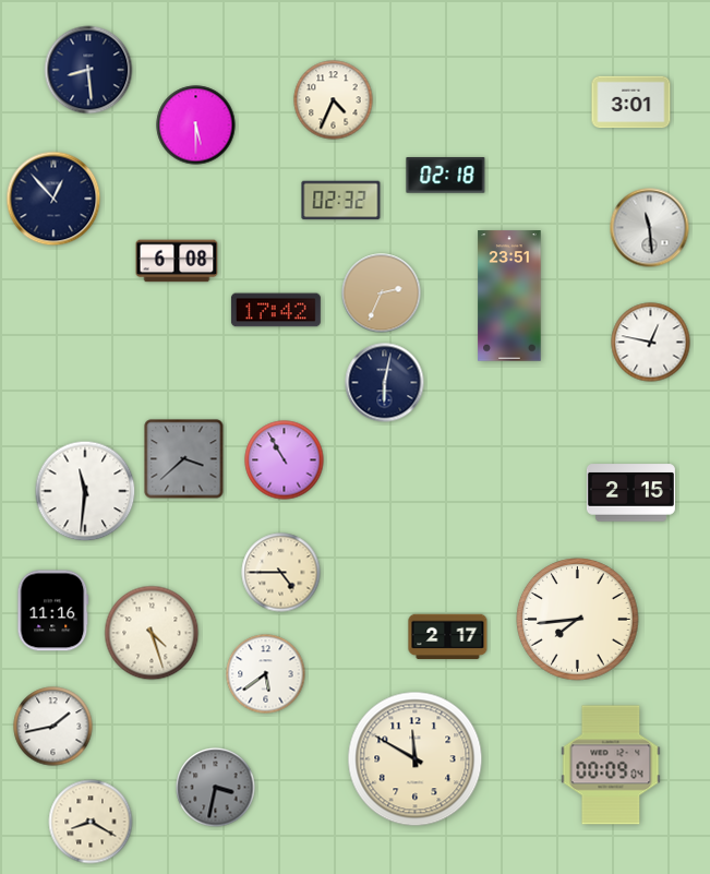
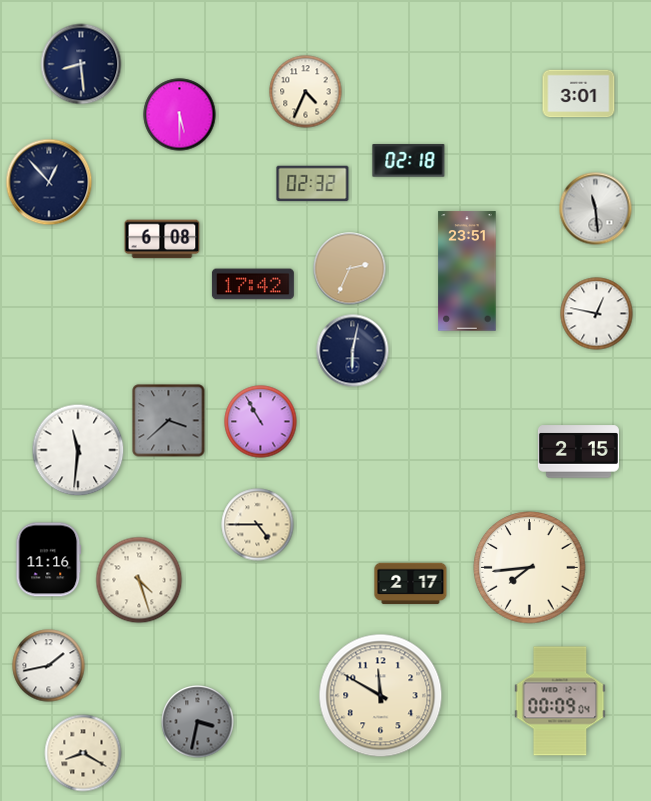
clock at (266, 674): 5:39 -> none
